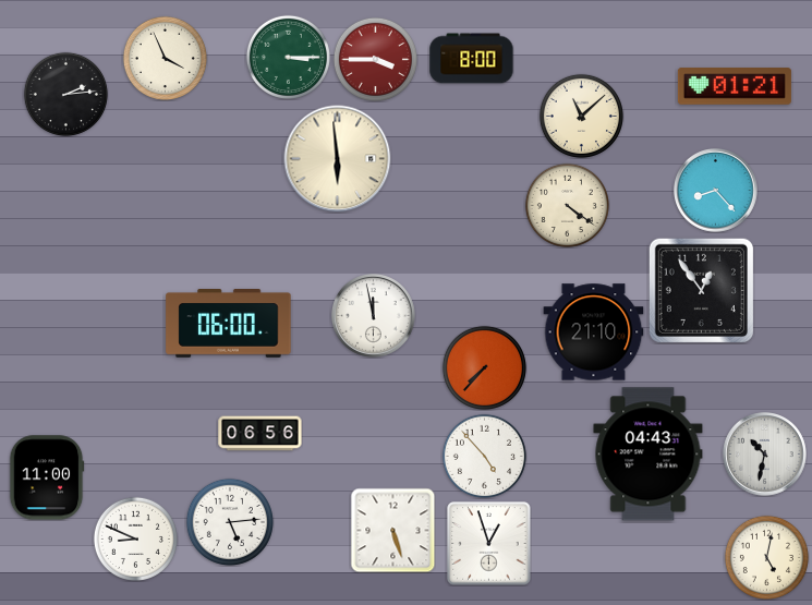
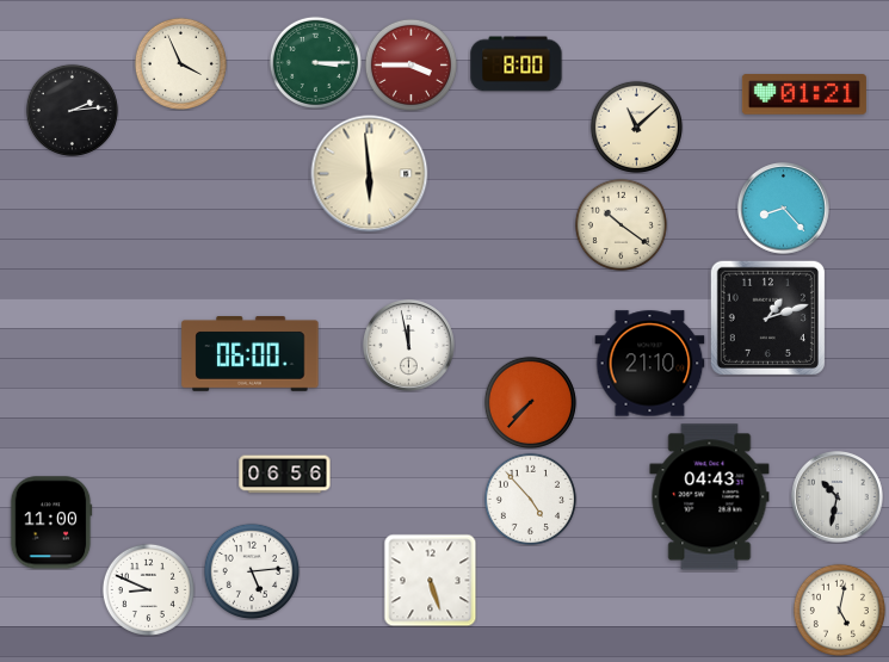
clock at (65, 94) position: (65, 94) -> (72, 110)
clock at (567, 205): 4:21 -> 10:21
clock at (701, 290): 12:54 -> 1:12
clock at (489, 544): 12:57 -> none
